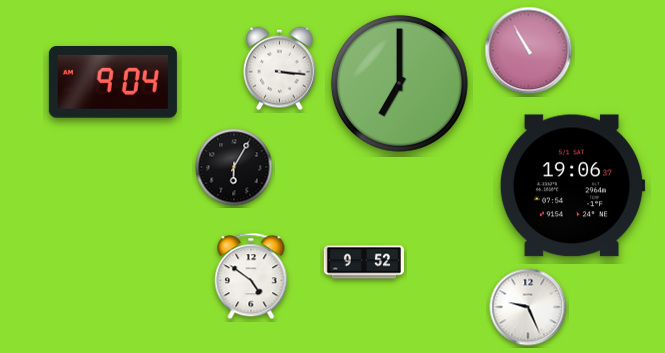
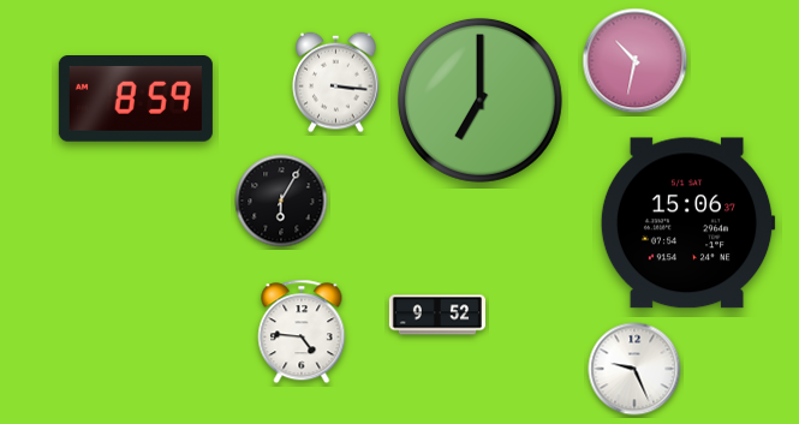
clock at (529, 51): 10:55 -> 10:32
clock at (113, 83): 9:04 -> 8:59
clock at (572, 186): 19:06 -> 15:06
clock at (251, 276): 4:51 -> 4:46
